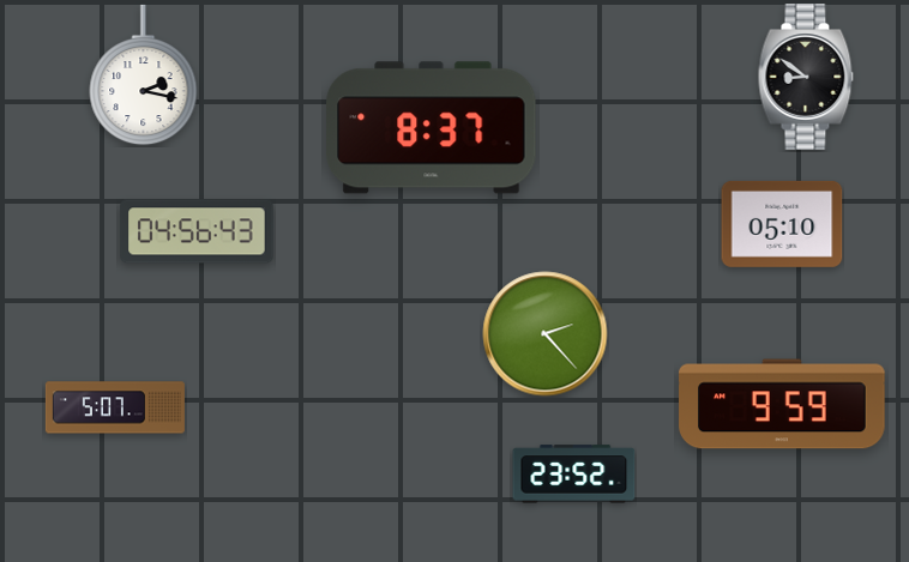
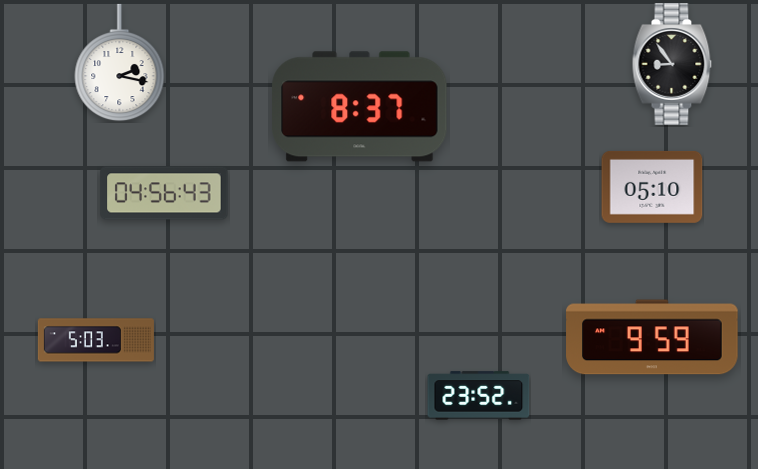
clock at (806, 78): 8:51 -> 8:54
clock at (546, 334): 2:23 -> none
clock at (115, 407): 5:07 -> 5:03
